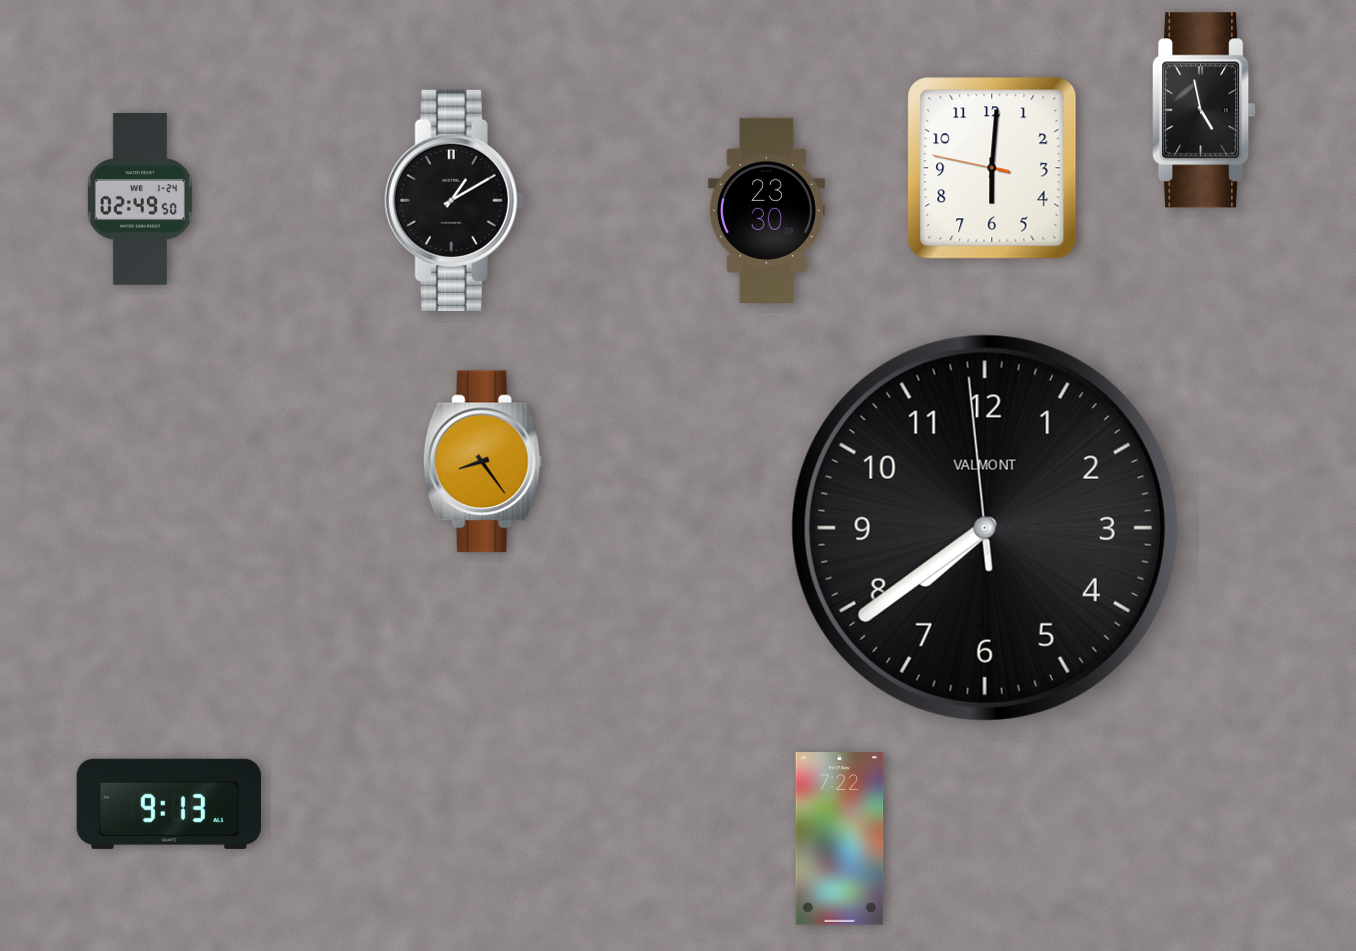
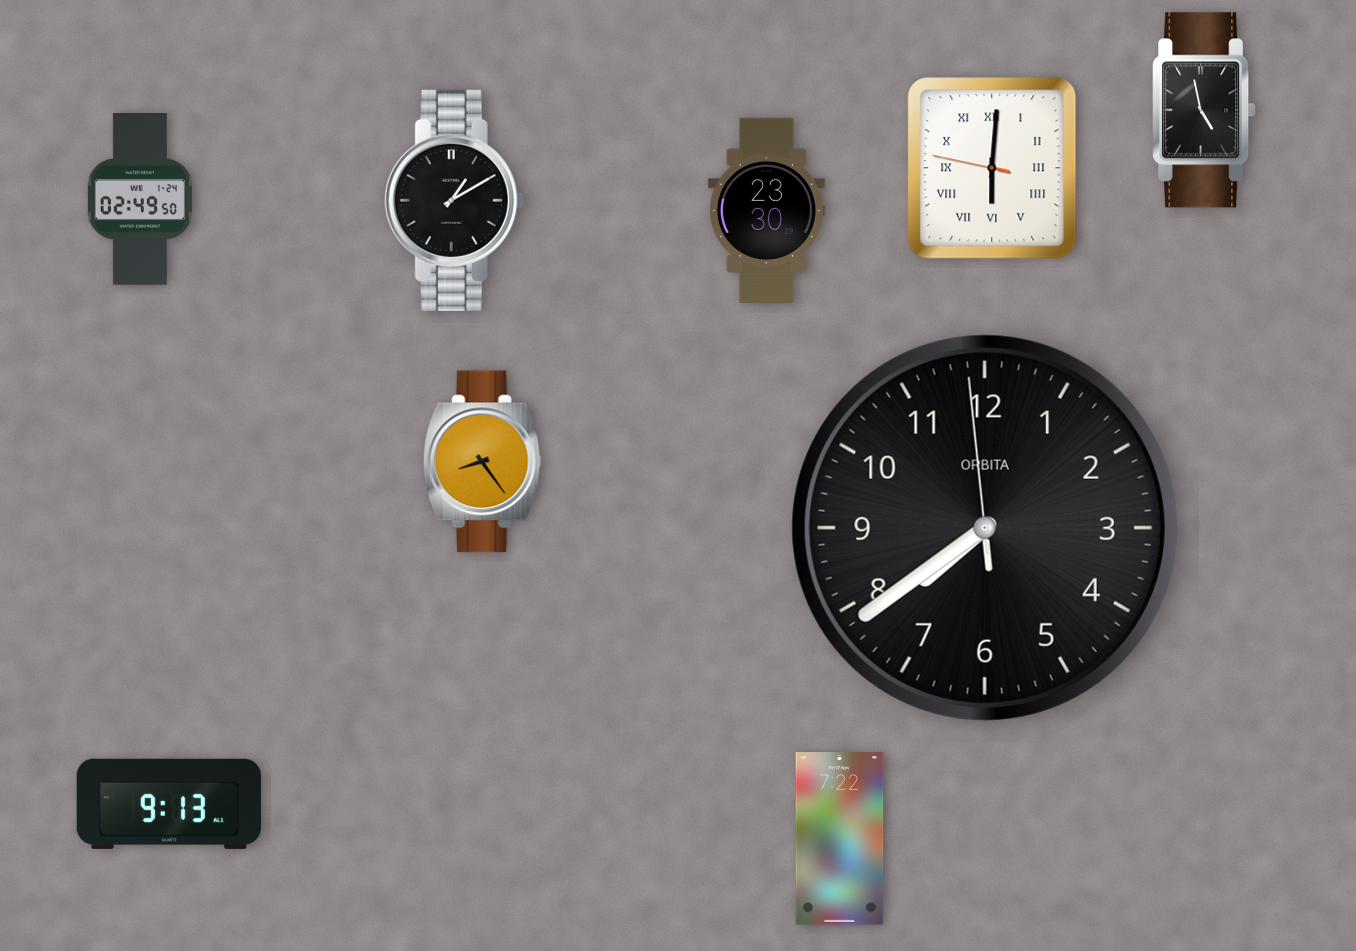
clock at (992, 168) numerals: Arabic -> Roman
clock at (985, 528) brand: VALMONT -> ORBITA
